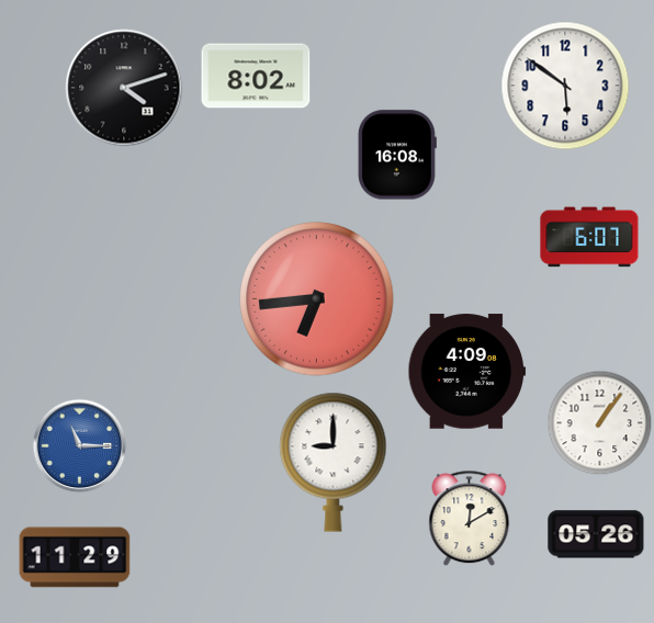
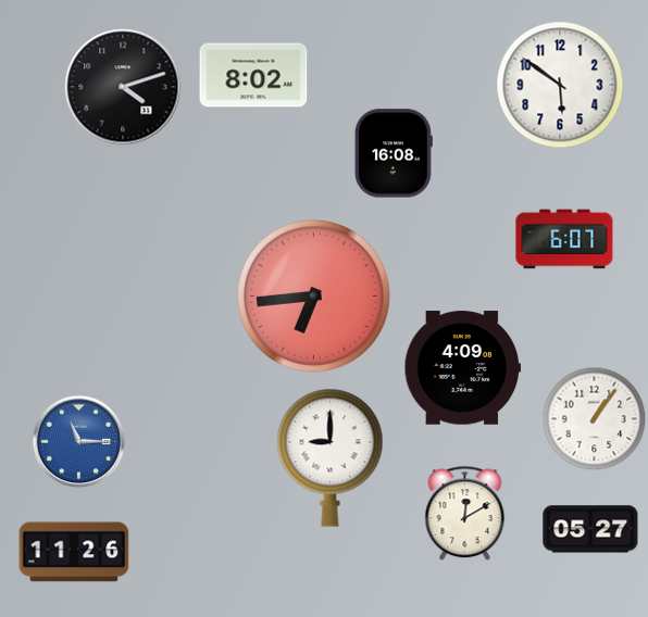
clock at (589, 237) position: (589, 237) -> (564, 239)
clock at (596, 534): 05:26 -> 05:27
clock at (75, 557): 11:29 -> 11:26
